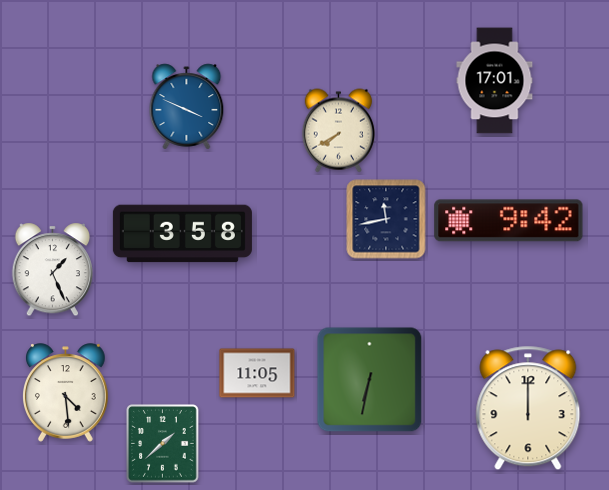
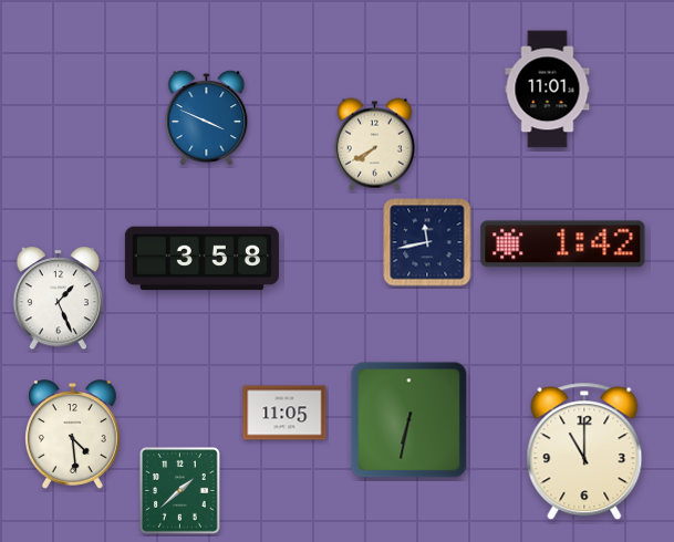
clock at (495, 81): 17:01 -> 11:01
clock at (509, 221): 9:42 -> 1:42
clock at (528, 408): 12:00 -> 11:00
